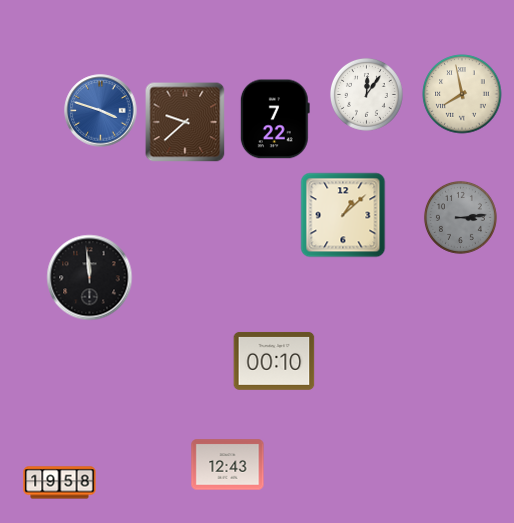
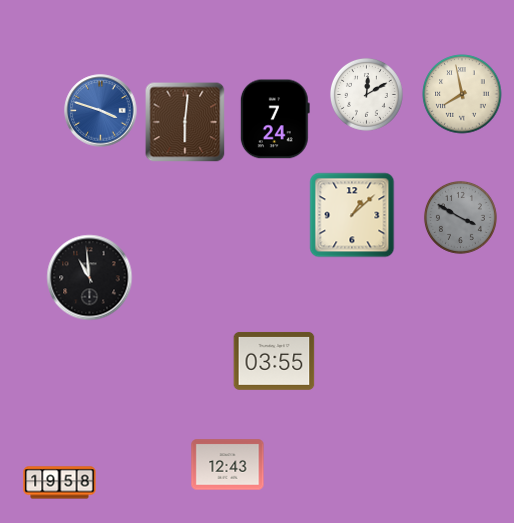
clock at (367, 95): 12:06 -> 12:10
clock at (275, 119): 7:22 -> 7:24
clock at (185, 122): 9:38 -> 6:01
clock at (343, 215) position: (343, 215) -> (352, 215)
clock at (461, 218): 3:14 -> 3:50
clock at (90, 278): 11:59 -> 10:59
clock at (274, 361): 00:10 -> 03:55
